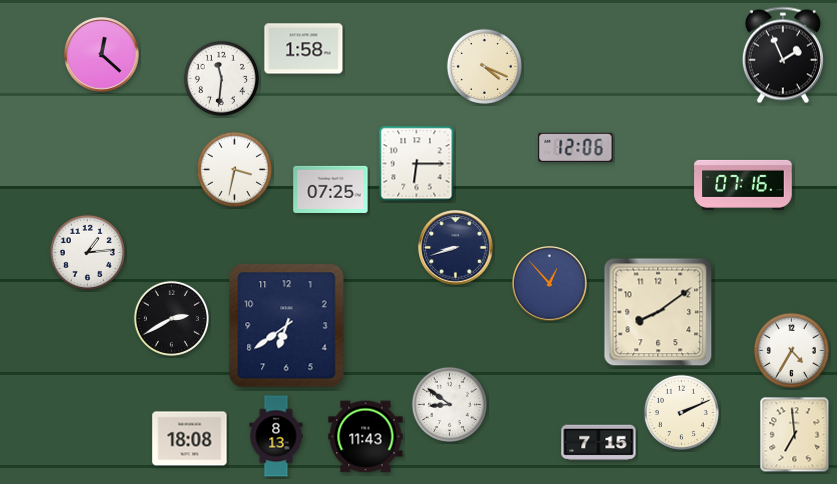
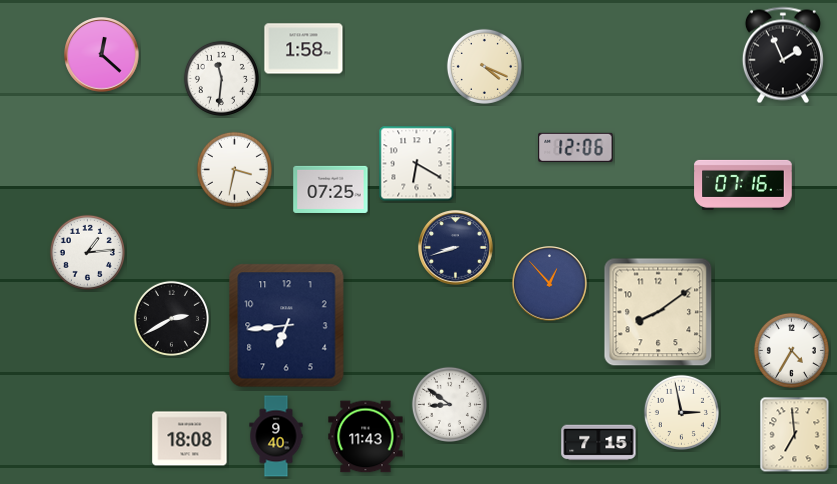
clock at (417, 164): 6:15 -> 6:20
clock at (287, 326): 6:39 -> 6:44
clock at (681, 412): 2:11 -> 2:58
clock at (276, 436): 8:13 -> 9:40
